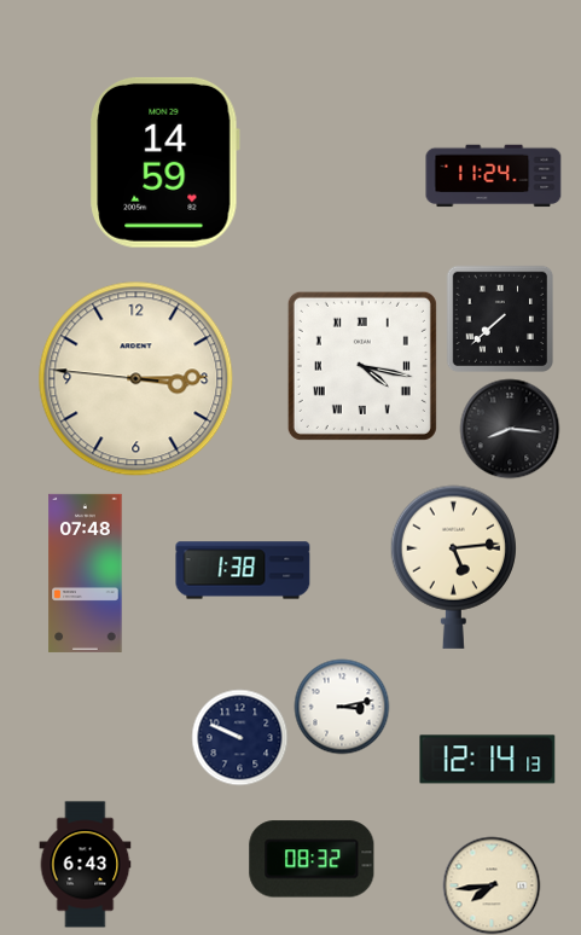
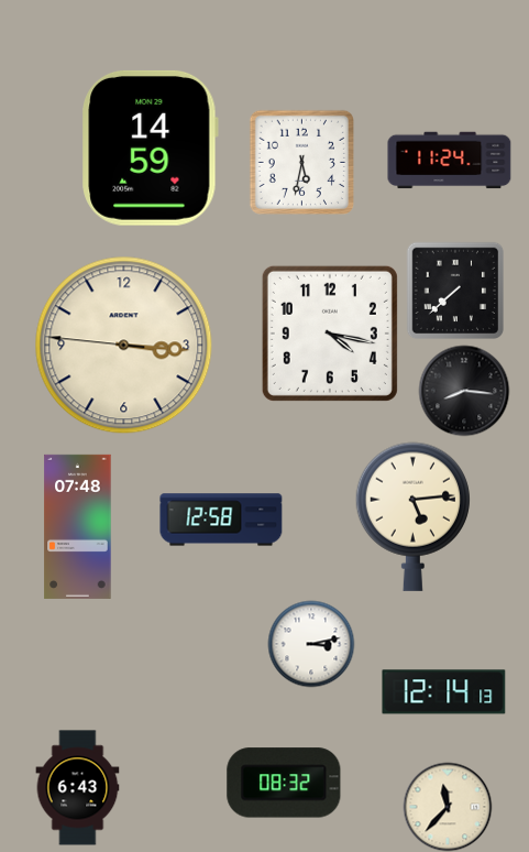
clock at (301, 162): none -> 5:32
clock at (362, 366) numerals: Roman -> Arabic
clock at (136, 379): 3:14 -> 3:15
clock at (243, 570): 1:38 -> 12:58
clock at (86, 573) position: (86, 573) -> (78, 526)
clock at (239, 737): 9:49 -> none
clock at (492, 885): 7:44 -> 11:37
